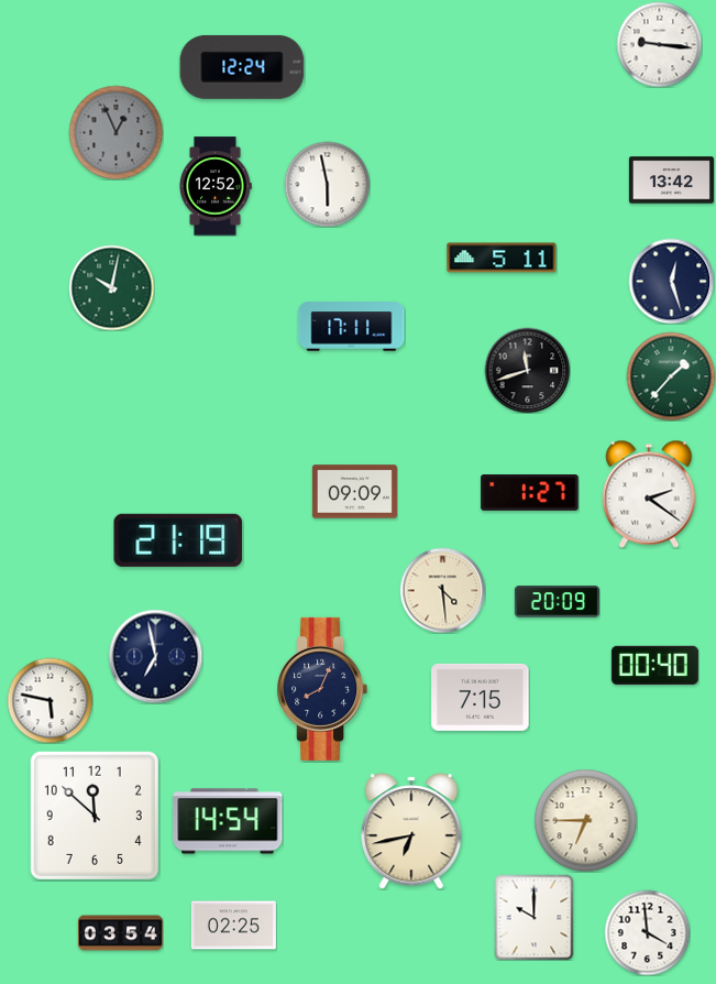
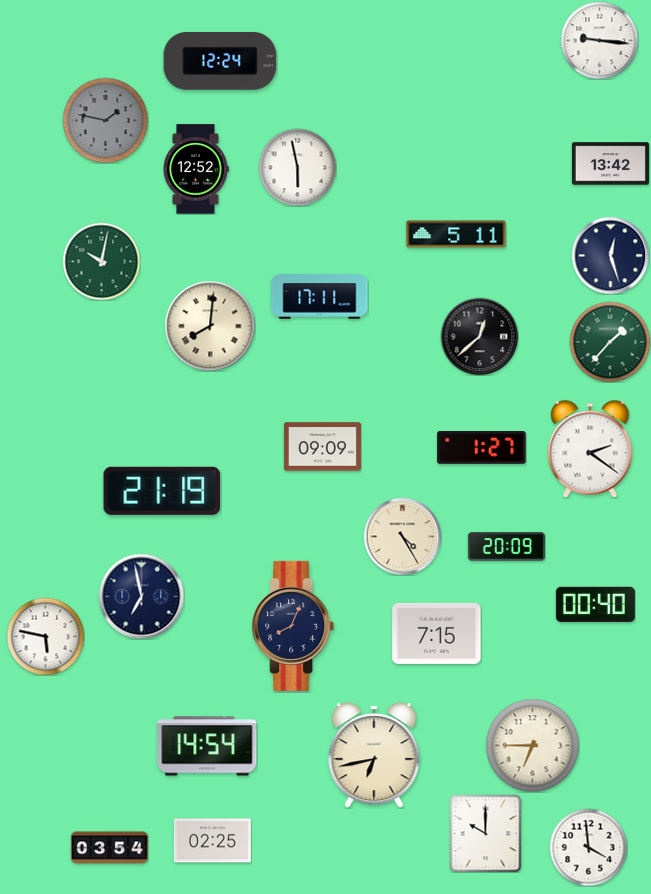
clock at (115, 132): 12:56 -> 1:47
clock at (210, 326): none -> 8:01
clock at (527, 370): 11:42 -> 12:38
clock at (442, 590): 4:29 -> 4:25
clock at (95, 816): 11:52 -> none
